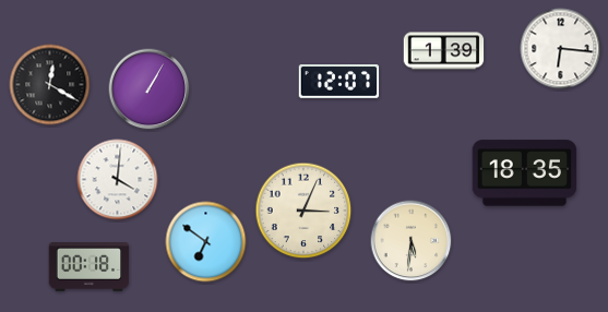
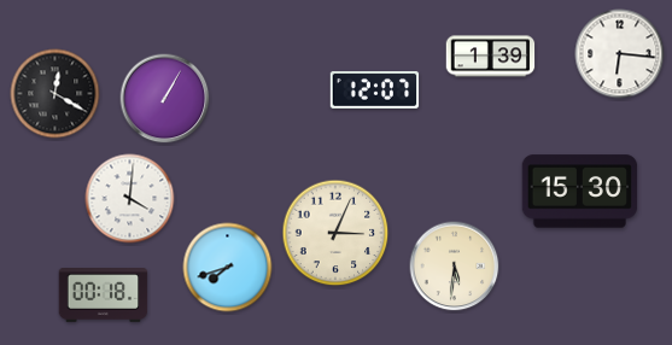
clock at (525, 173): 18:35 -> 15:30
clock at (206, 242): 6:51 -> 7:42
clock at (90, 267) position: (90, 267) -> (104, 296)
